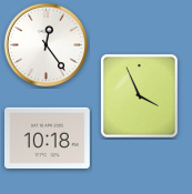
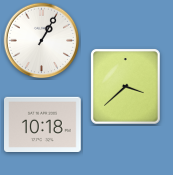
clock at (47, 45): 12:24 -> 1:05
clock at (140, 96): 3:56 -> 3:38
